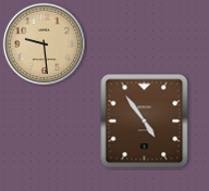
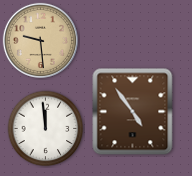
clock at (46, 129): none -> 11:59
